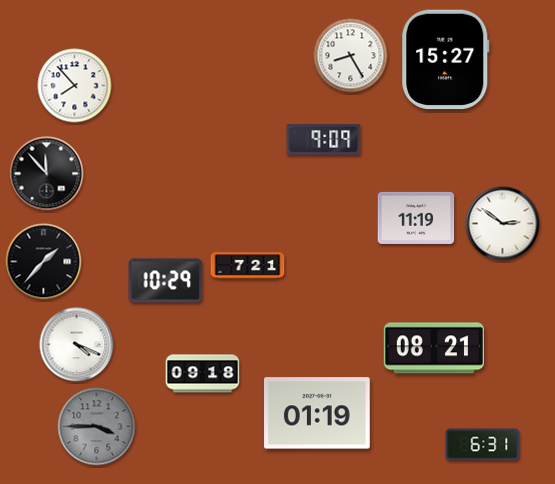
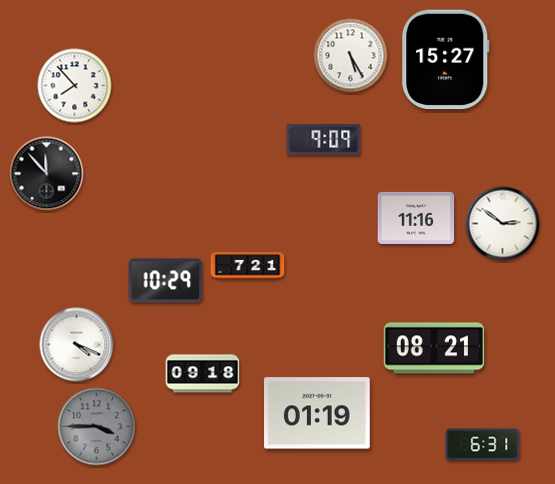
clock at (351, 56): 8:25 -> 5:25
clock at (416, 218): 11:19 -> 11:16
clock at (44, 262): 1:37 -> none
